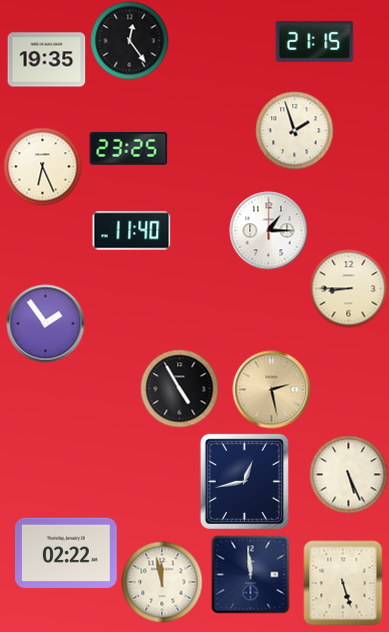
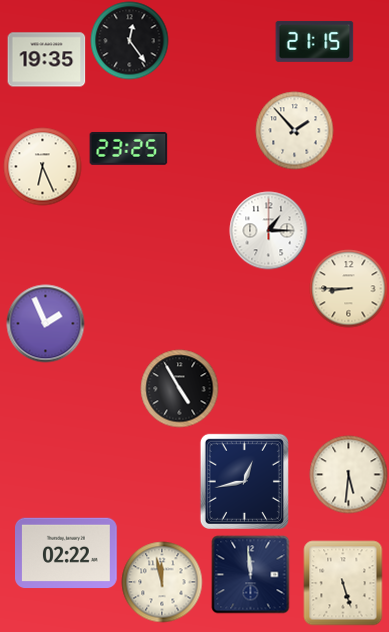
clock at (294, 130): 1:57 -> 1:53
clock at (131, 231): 11:40 -> none
clock at (45, 323): 1:54 -> 1:56
clock at (271, 389): 2:28 -> none
clock at (348, 474): 5:26 -> 5:31
